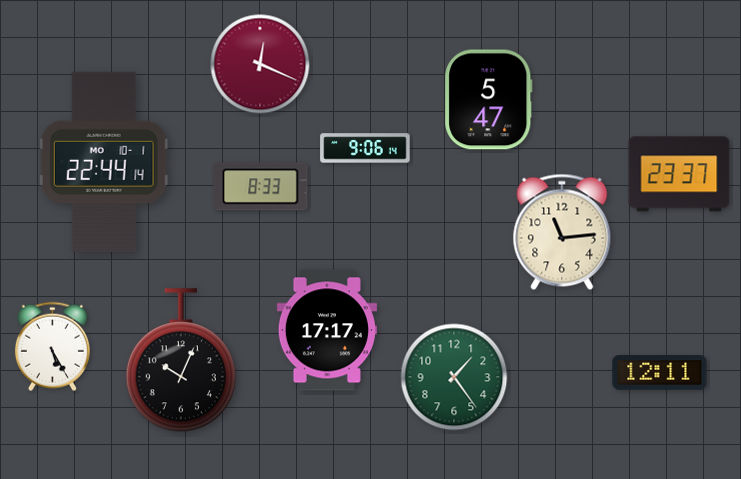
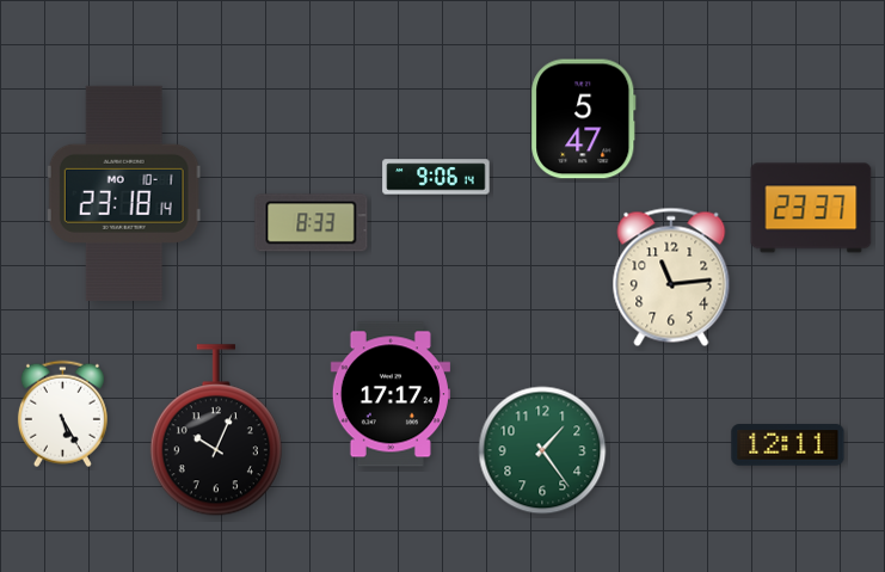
clock at (260, 64): 12:19 -> none
clock at (104, 162): 22:44 -> 23:18
